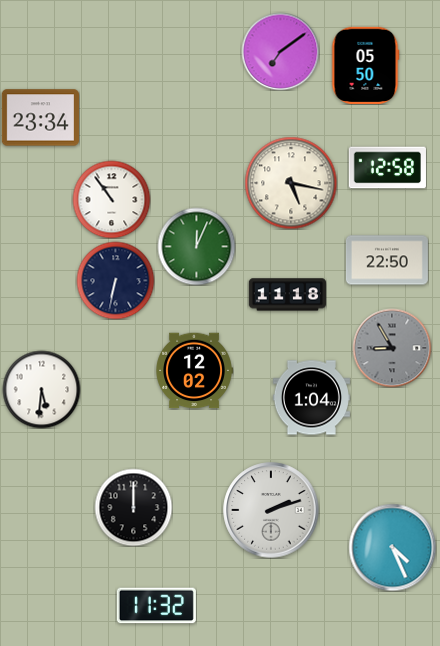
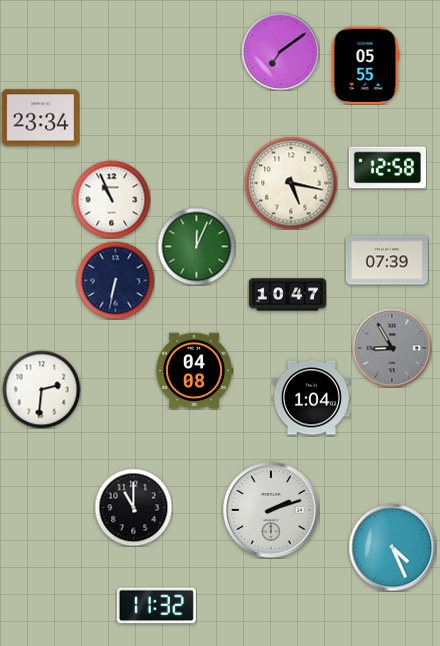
clock at (365, 65): 05:50 -> 05:55
clock at (111, 199): 10:54 -> 10:56
clock at (387, 260): 22:50 -> 07:39
clock at (287, 295): 11:18 -> 10:47
clock at (194, 371): 12:02 -> 04:08
clock at (41, 389): 5:31 -> 2:31
clock at (133, 507): 12:00 -> 11:00
